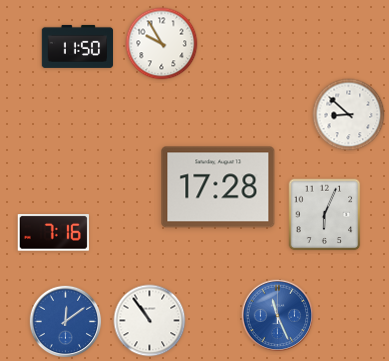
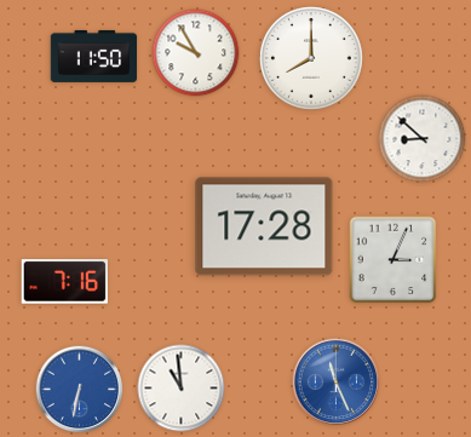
clock at (312, 59): none -> 8:00
clock at (325, 215): 6:04 -> 3:04
clock at (150, 321): 10:54 -> 10:59
clock at (66, 322): 12:09 -> 6:32
